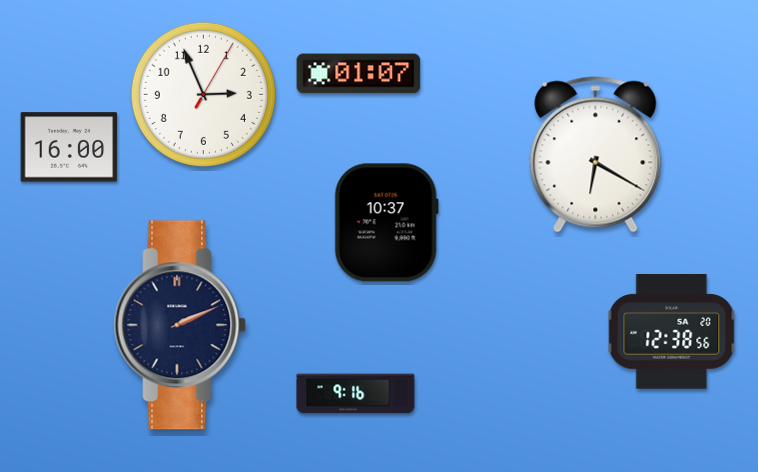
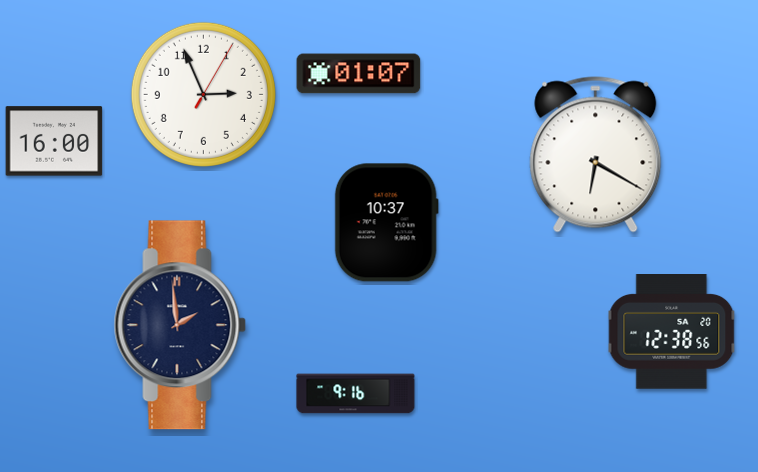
clock at (69, 147) position: (69, 147) -> (54, 141)
clock at (180, 325): 2:11 -> 1:59
